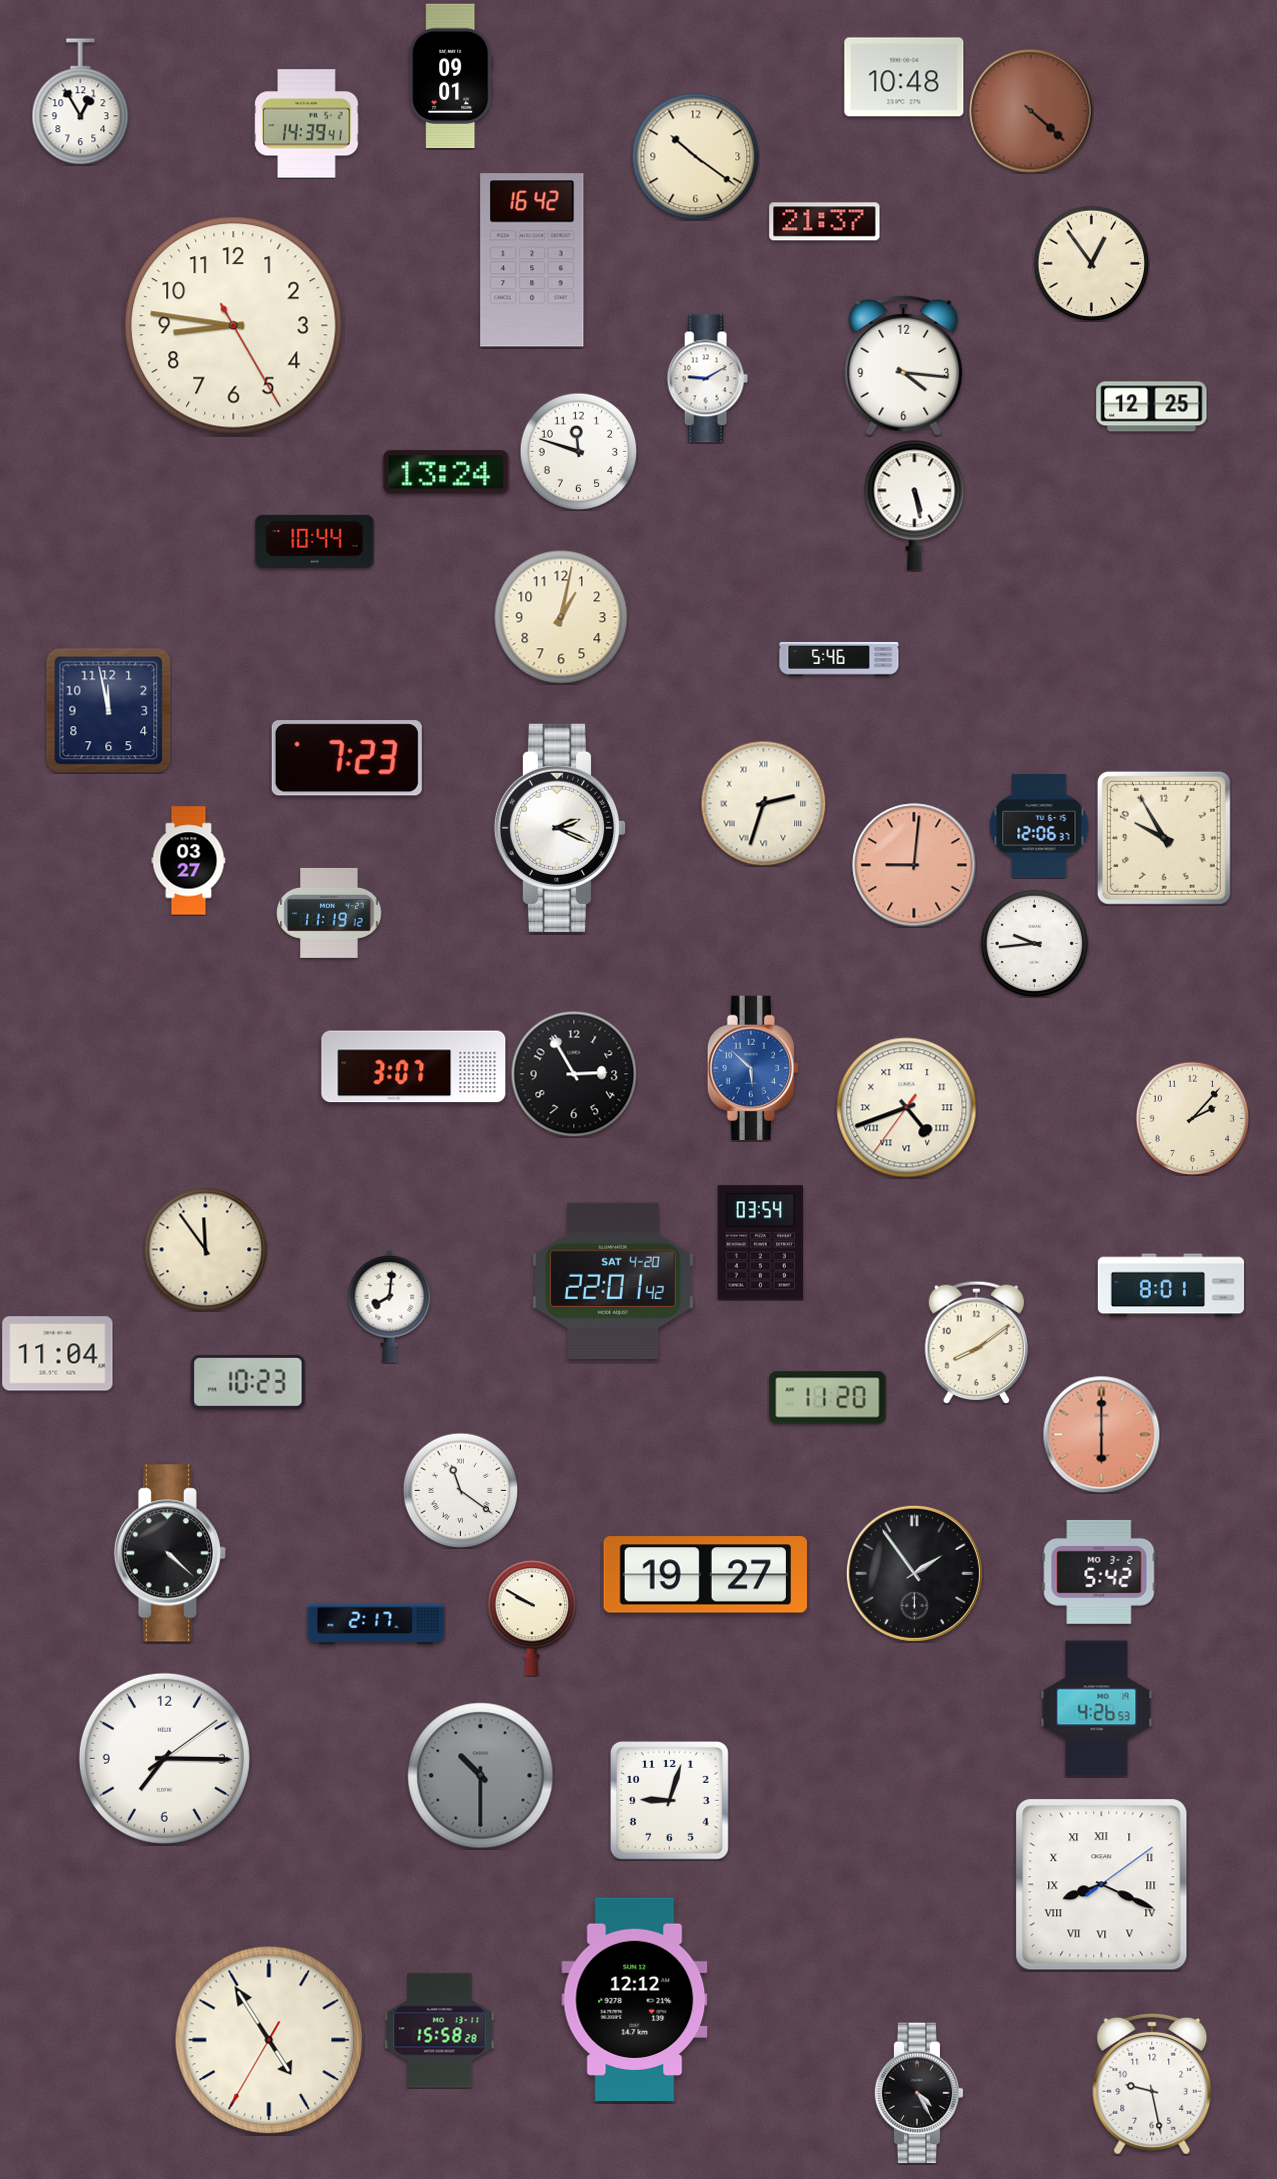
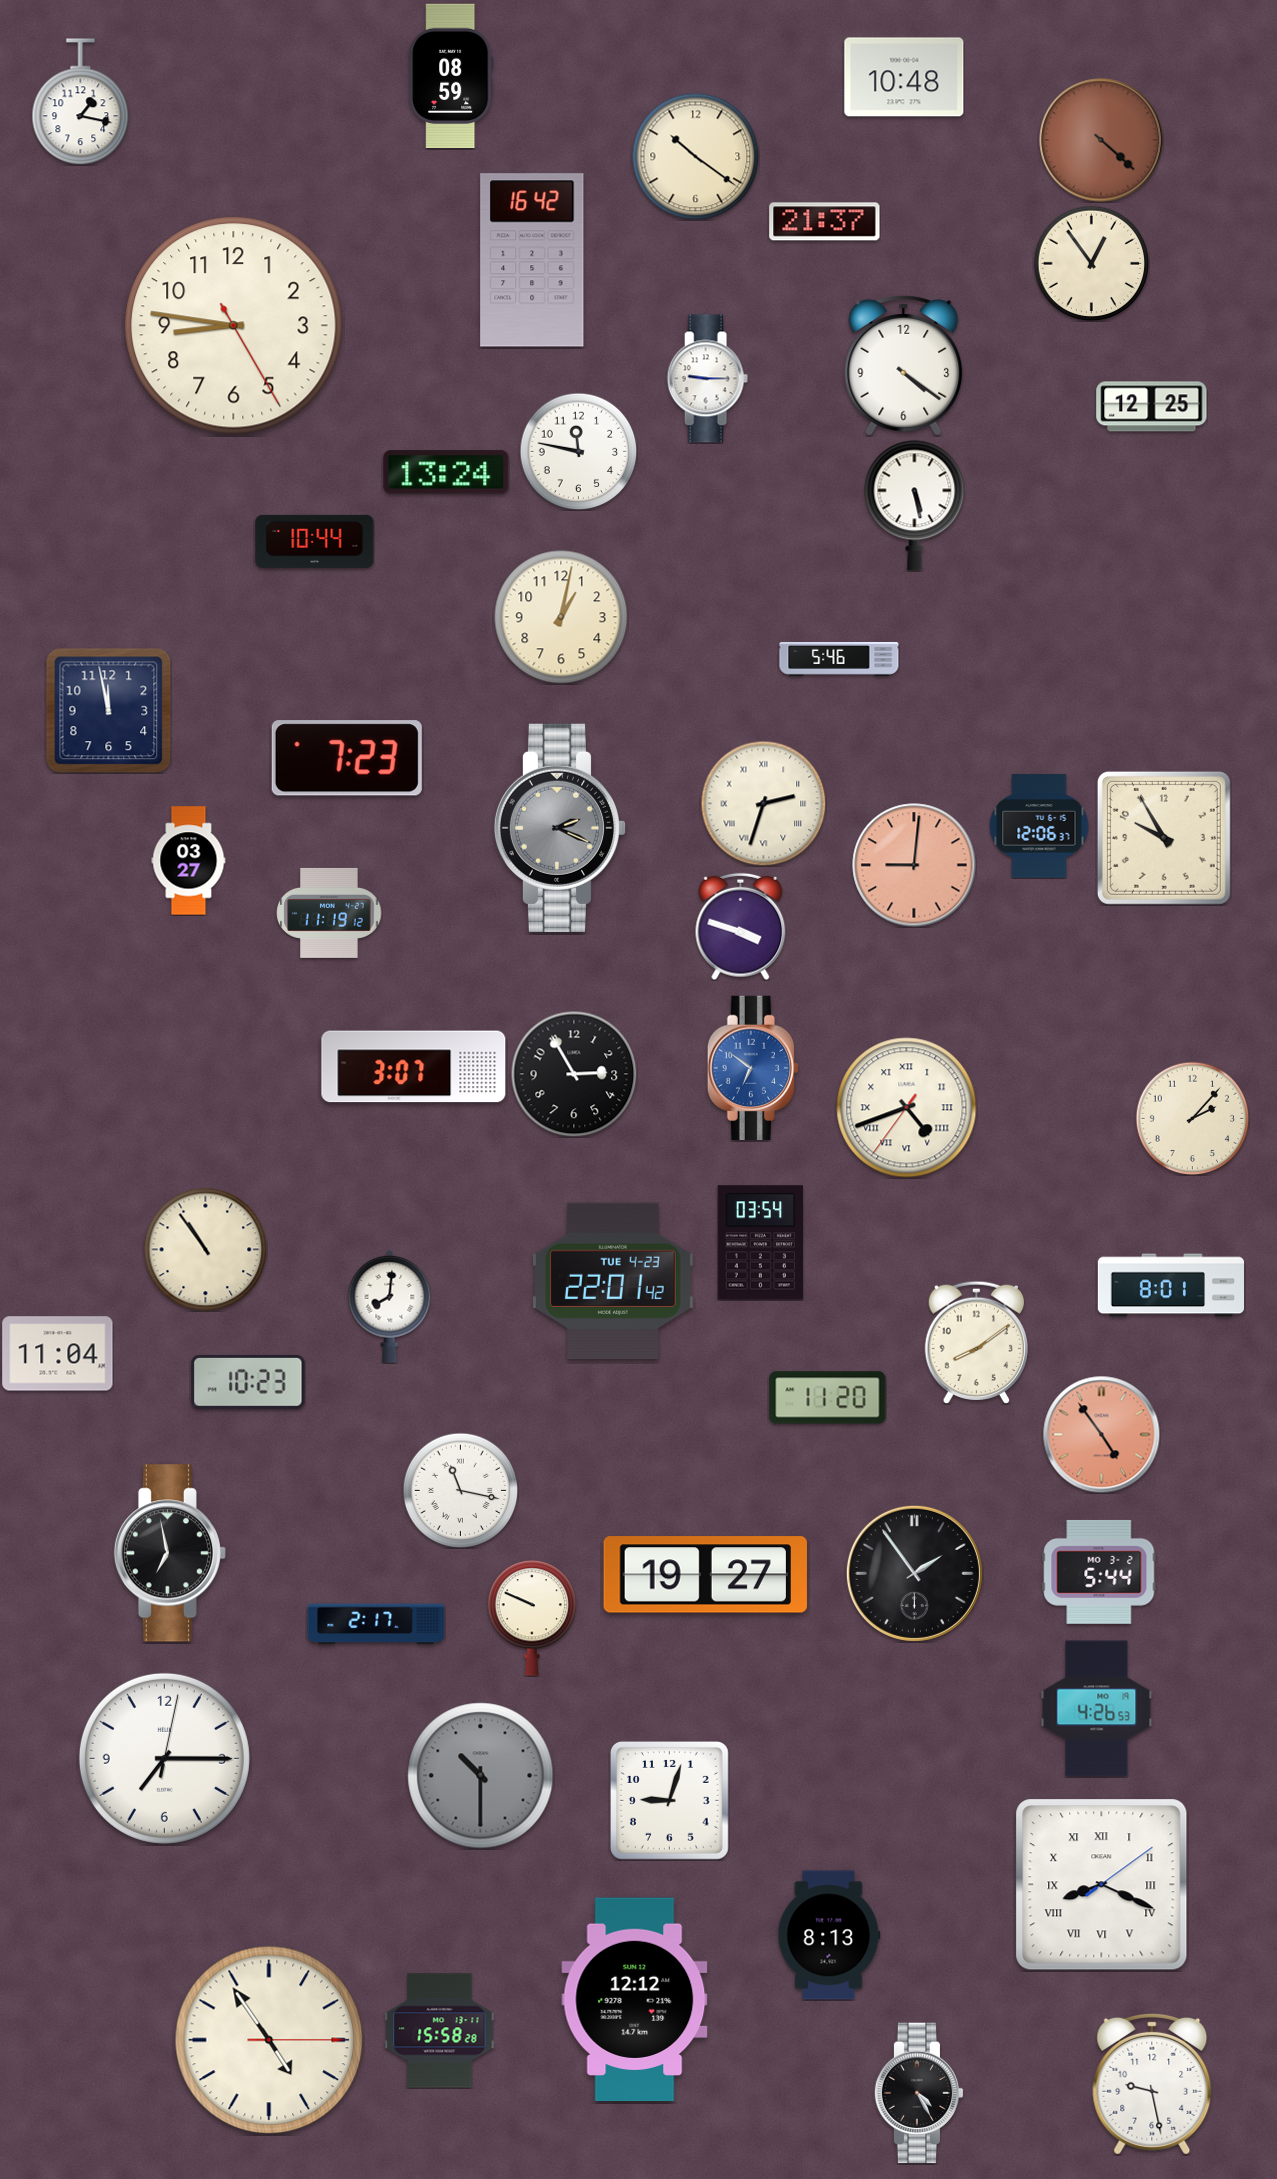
clock at (451, 75): 09:01 -> 08:59
clock at (81, 102): 12:55 -> 1:17
clock at (1031, 111) position: (1031, 111) -> (1101, 140)
clock at (307, 124): 14:39 -> none
clock at (904, 366): 4:16 -> 4:21
clock at (707, 379): 9:10 -> 9:15
clock at (578, 451): 11:48 -> 11:47
clock at (559, 828) dial: white -> grey
clock at (741, 926): none -> 3:48
clock at (1034, 943): 9:44 -> none
clock at (753, 1067): 5:52 -> 6:51
clock at (205, 1249): 11:54 -> 10:54
clock at (613, 1280) date: SAT 4-20 -> TUE 4-23
clock at (1101, 1434): 6:00 -> 4:54
clock at (460, 1490): 11:21 -> 11:17
clock at (170, 1553): 4:22 -> 6:58
clock at (1099, 1572): 5:42 -> 5:44
clock at (532, 1618): 9:50 -> 9:49
clock at (164, 1758): 7:15:09 -> 7:15:02
clock at (829, 1935): none -> 8:13
clock at (269, 2040): 4:54:35 -> 4:54:15
